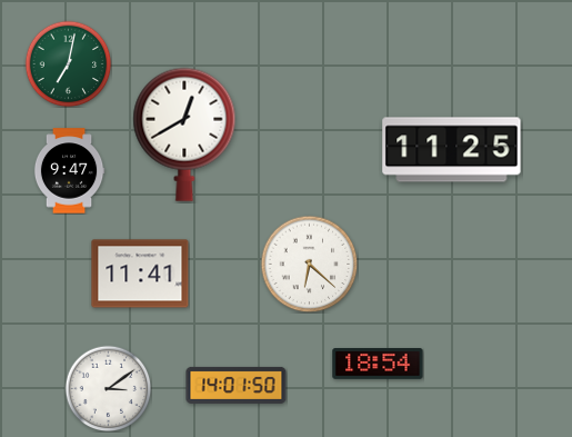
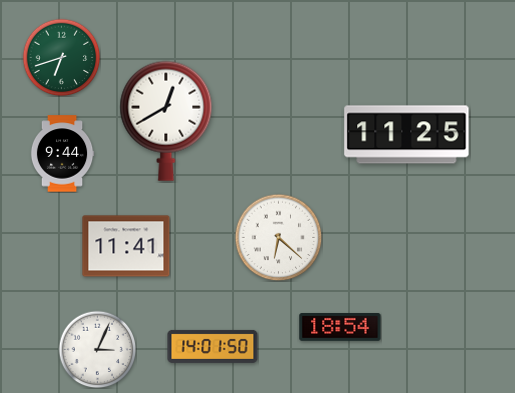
clock at (68, 63): 7:02 -> 6:42
clock at (69, 171): 9:47 -> 9:44
clock at (108, 388): 3:09 -> 3:04
